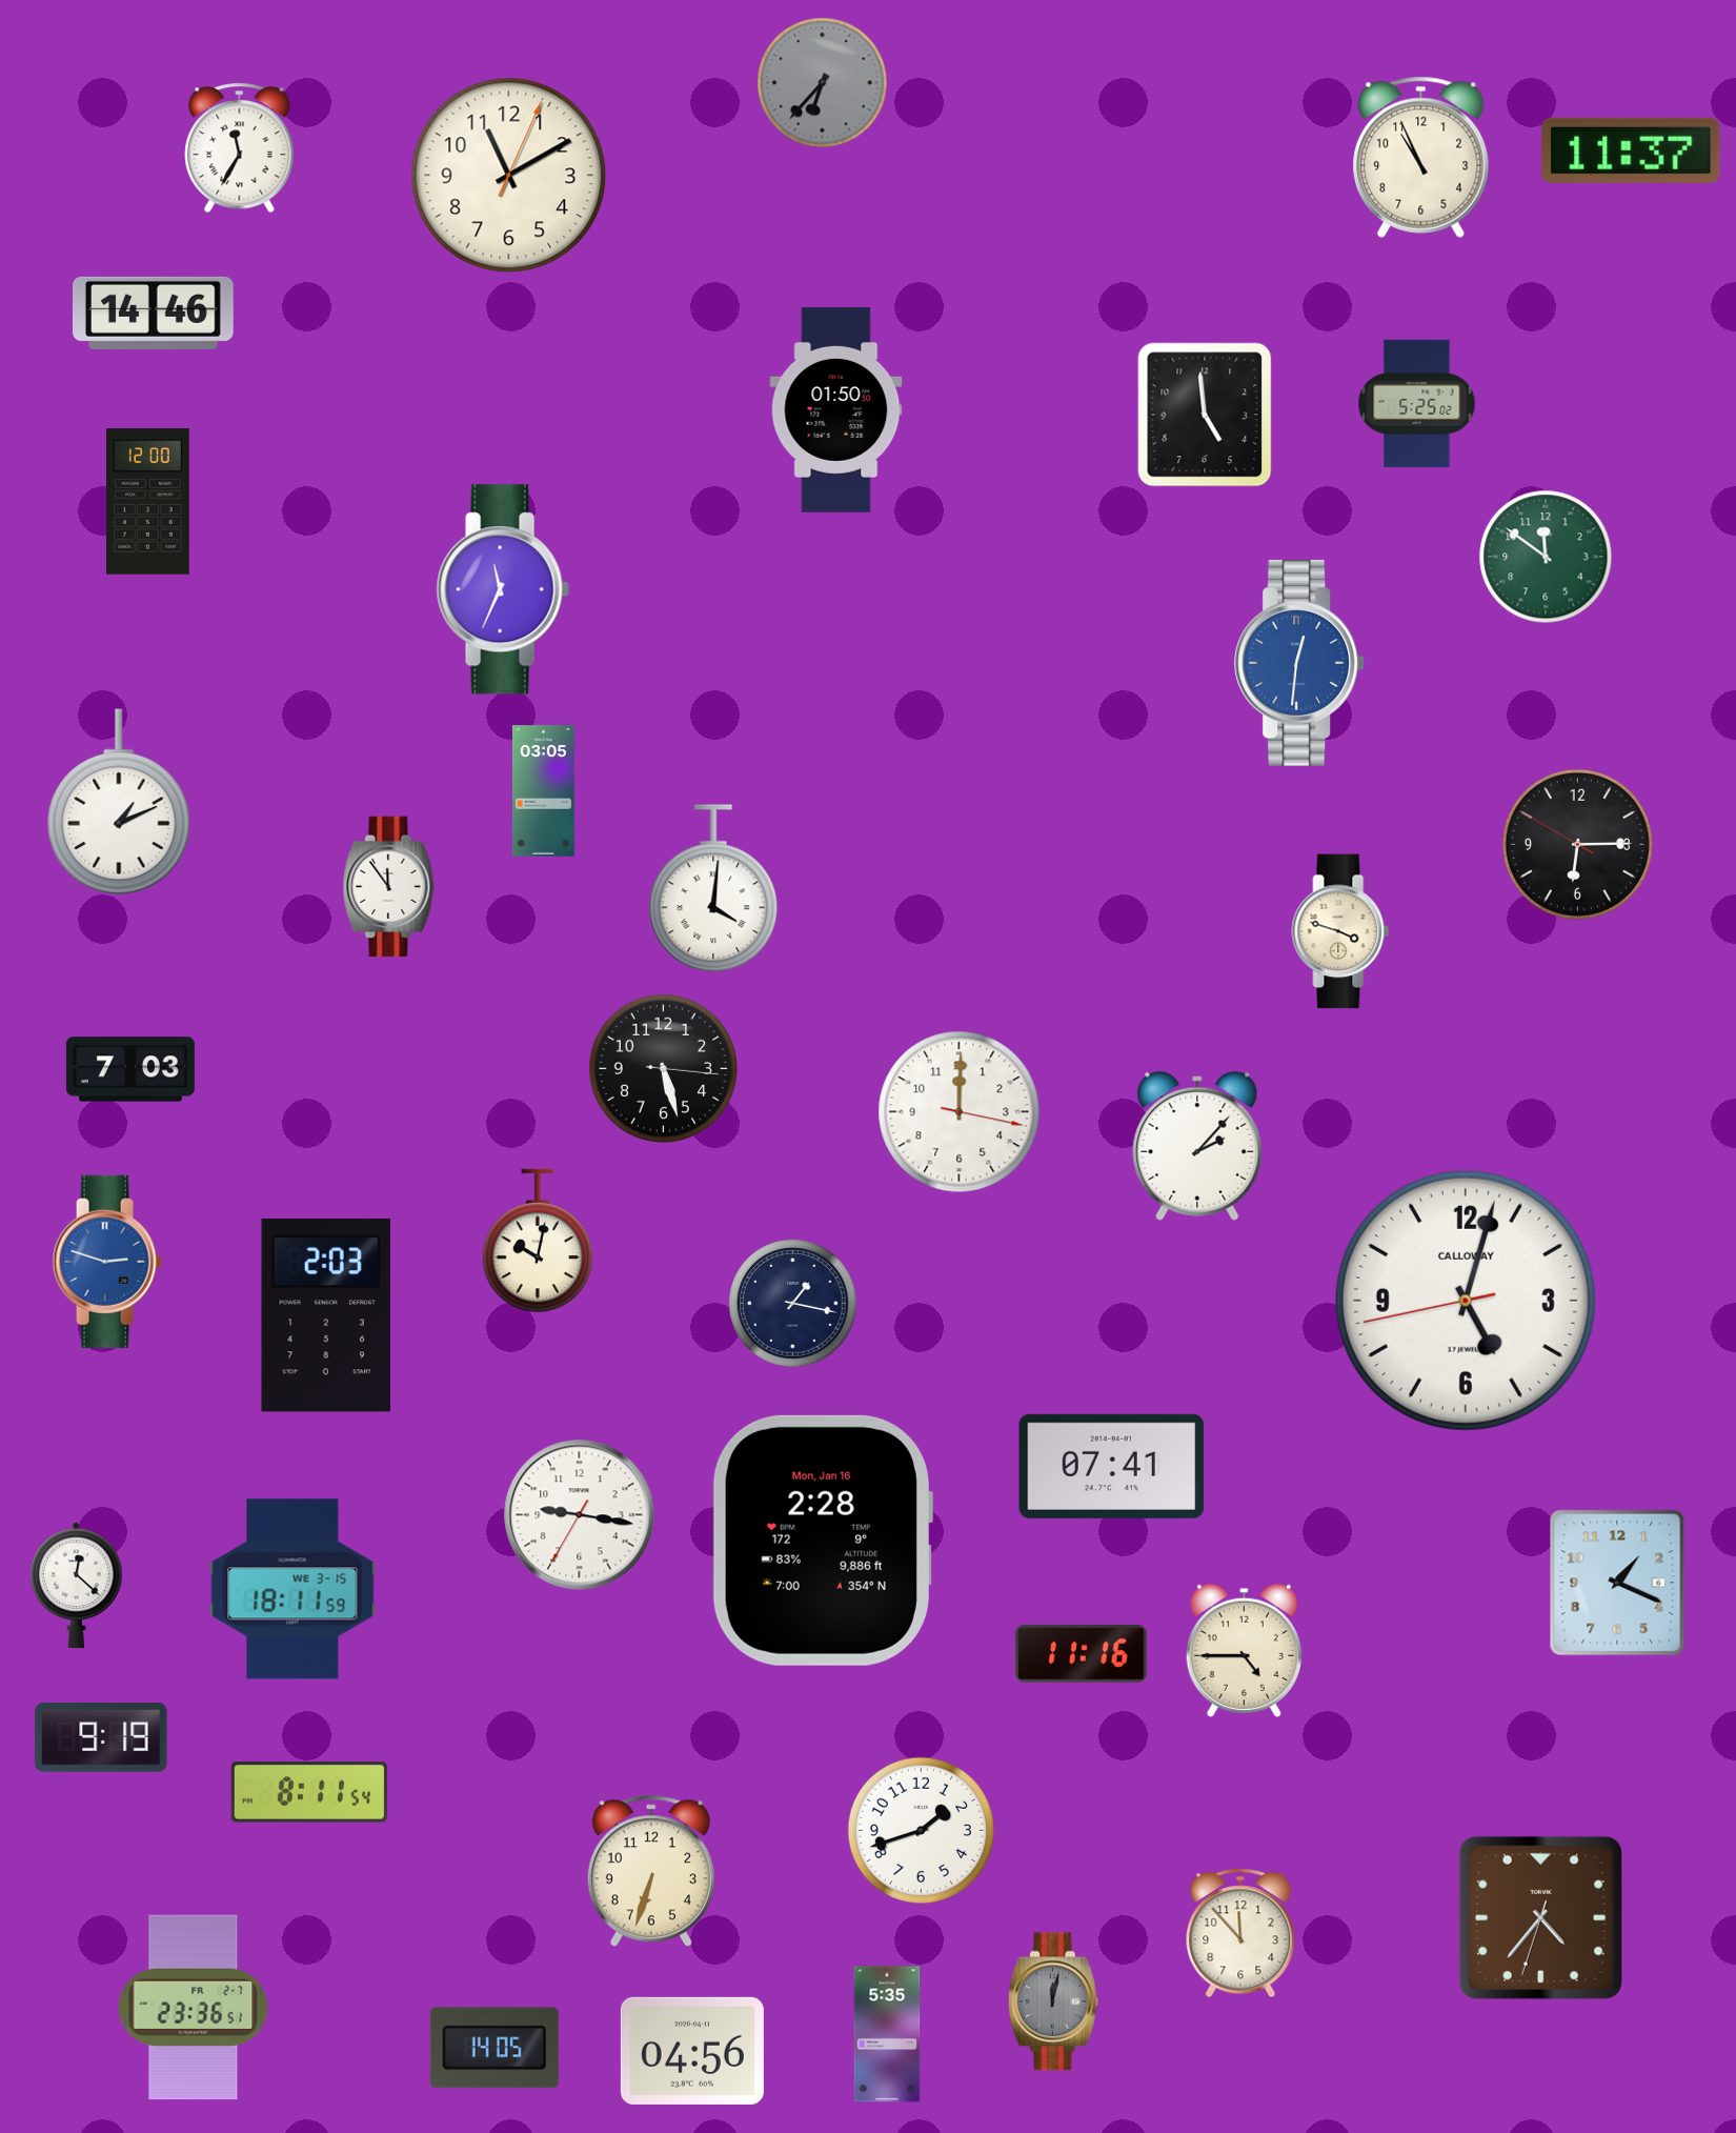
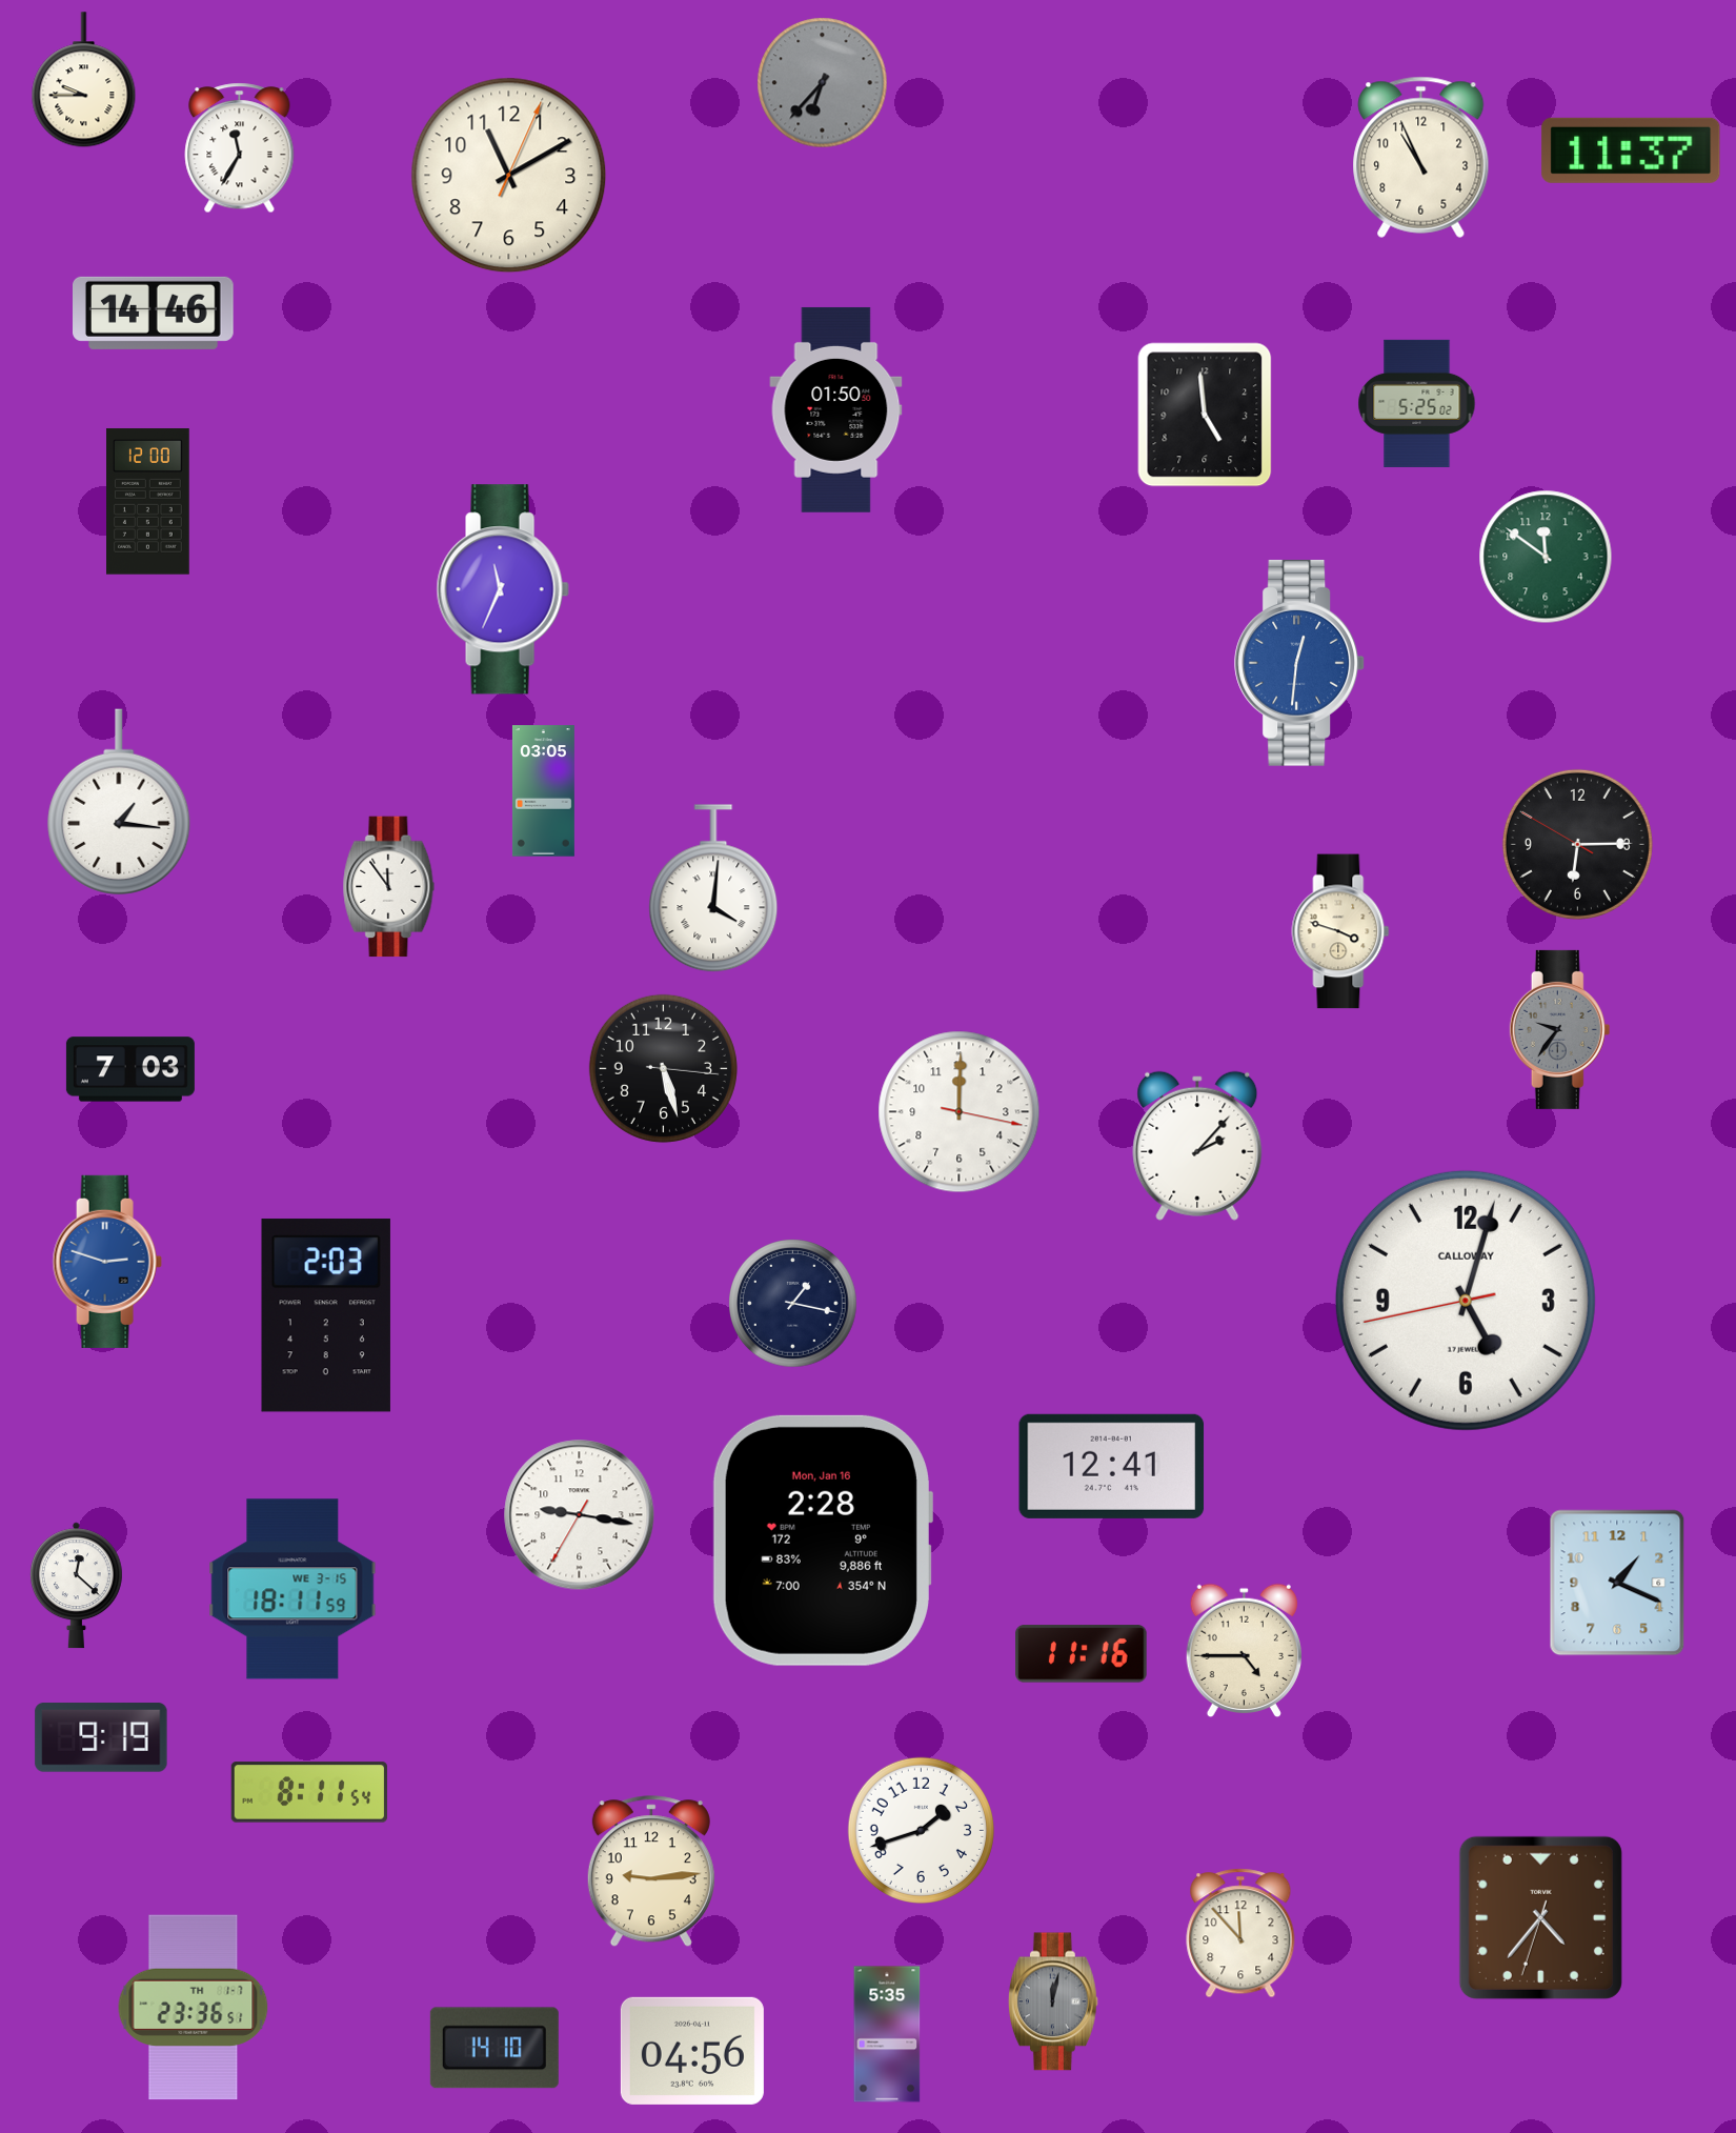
clock at (84, 80): none -> 9:45
clock at (119, 802): 1:11 -> 1:16
clock at (1560, 1029): none -> 9:36
clock at (538, 1241): 10:02 -> none
clock at (1112, 1466): 07:41 -> 12:41
clock at (651, 1872): 6:33 -> 9:14
clock at (194, 2008) date: FR 2-7 -> TH 1-7
clock at (494, 2048): 14:05 -> 14:10
